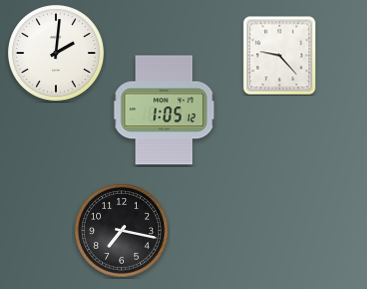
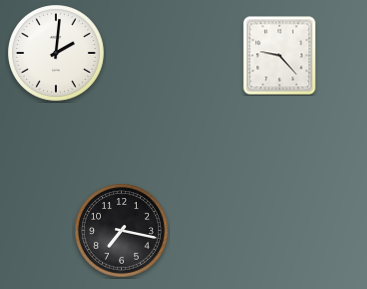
clock at (164, 110): 1:05 -> none
